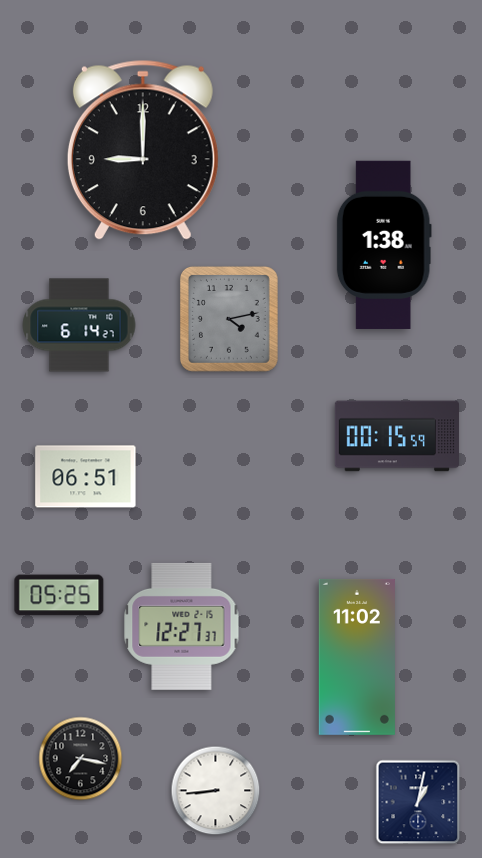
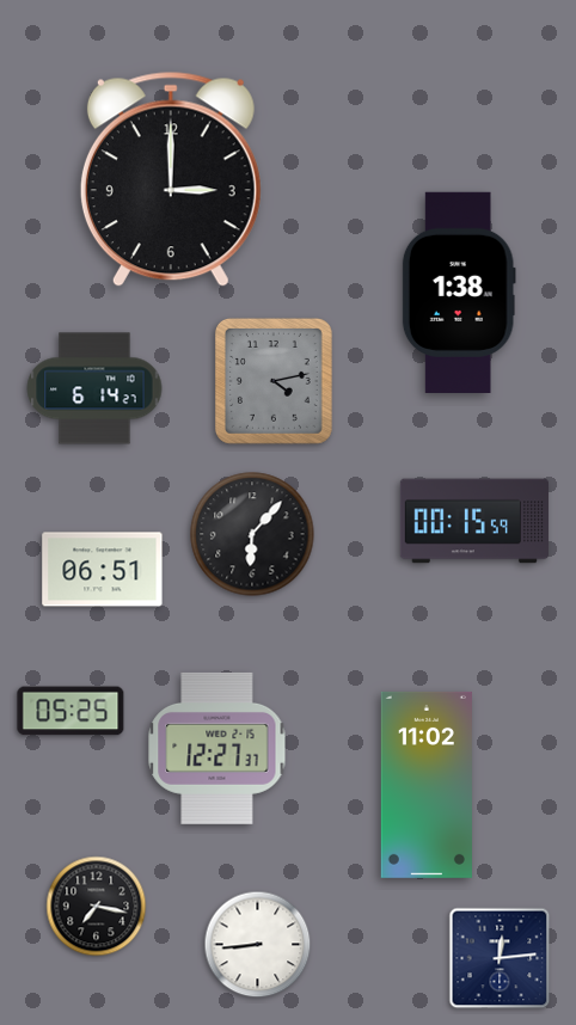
clock at (143, 150): 9:00 -> 3:00
clock at (252, 534): none -> 6:07
clock at (418, 802): 1:02 -> 12:14
